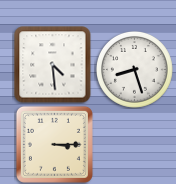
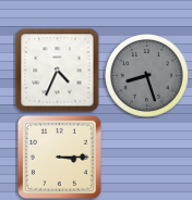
clock at (53, 65): 4:29 -> 4:34
clock at (135, 70) dial: white -> grey
